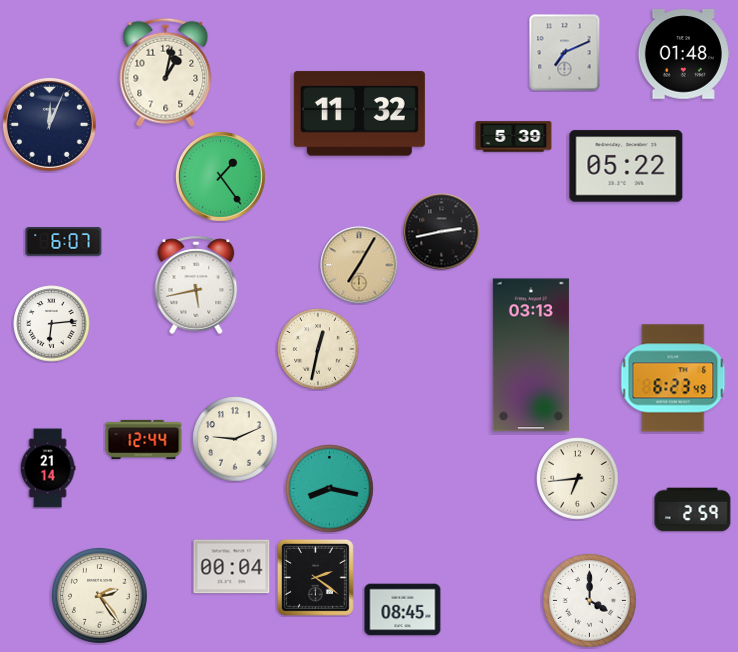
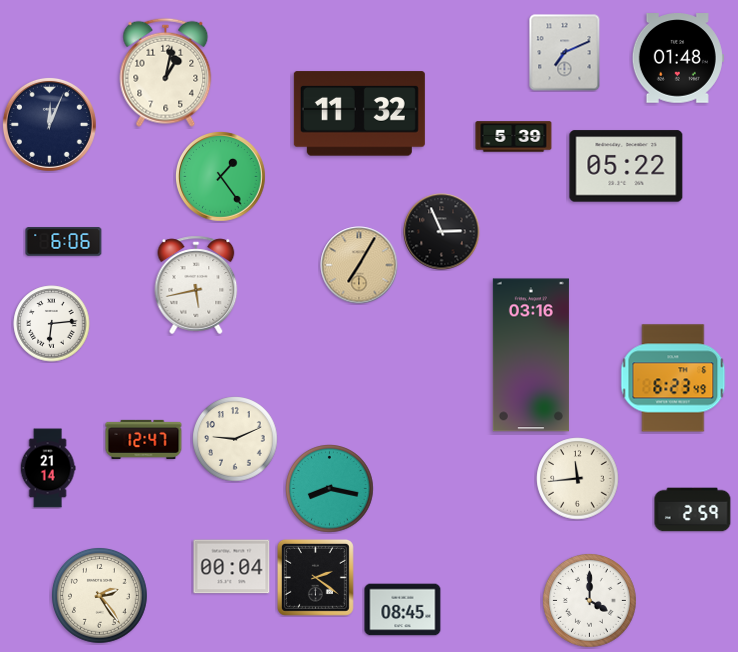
clock at (684, 54) position: (684, 54) -> (678, 58)
clock at (442, 232): 2:43 -> 2:56
clock at (64, 242): 6:07 -> 6:06
clock at (318, 349): 12:32 -> none
clock at (531, 355): 03:13 -> 03:16
clock at (144, 439): 12:44 -> 12:47
clock at (578, 479): 6:44 -> 11:44
